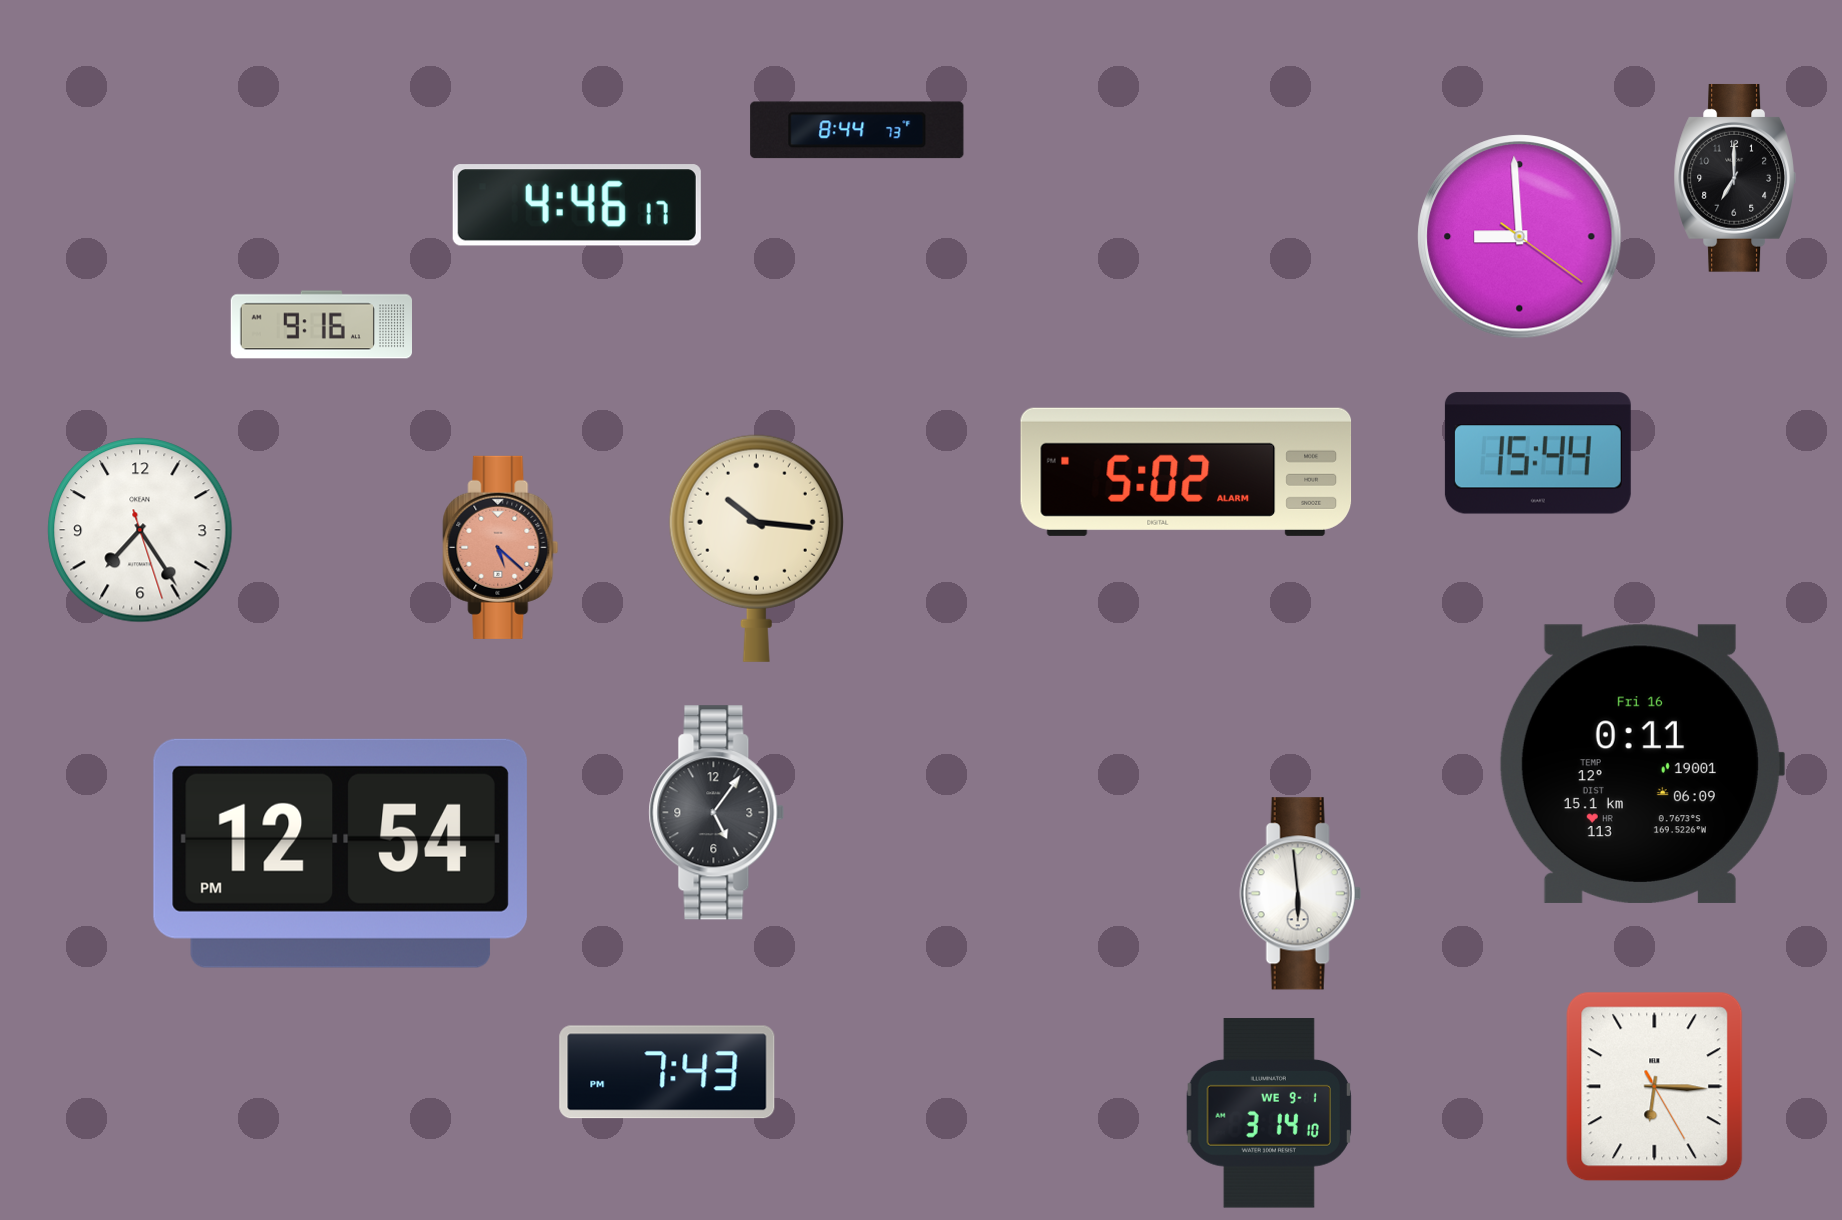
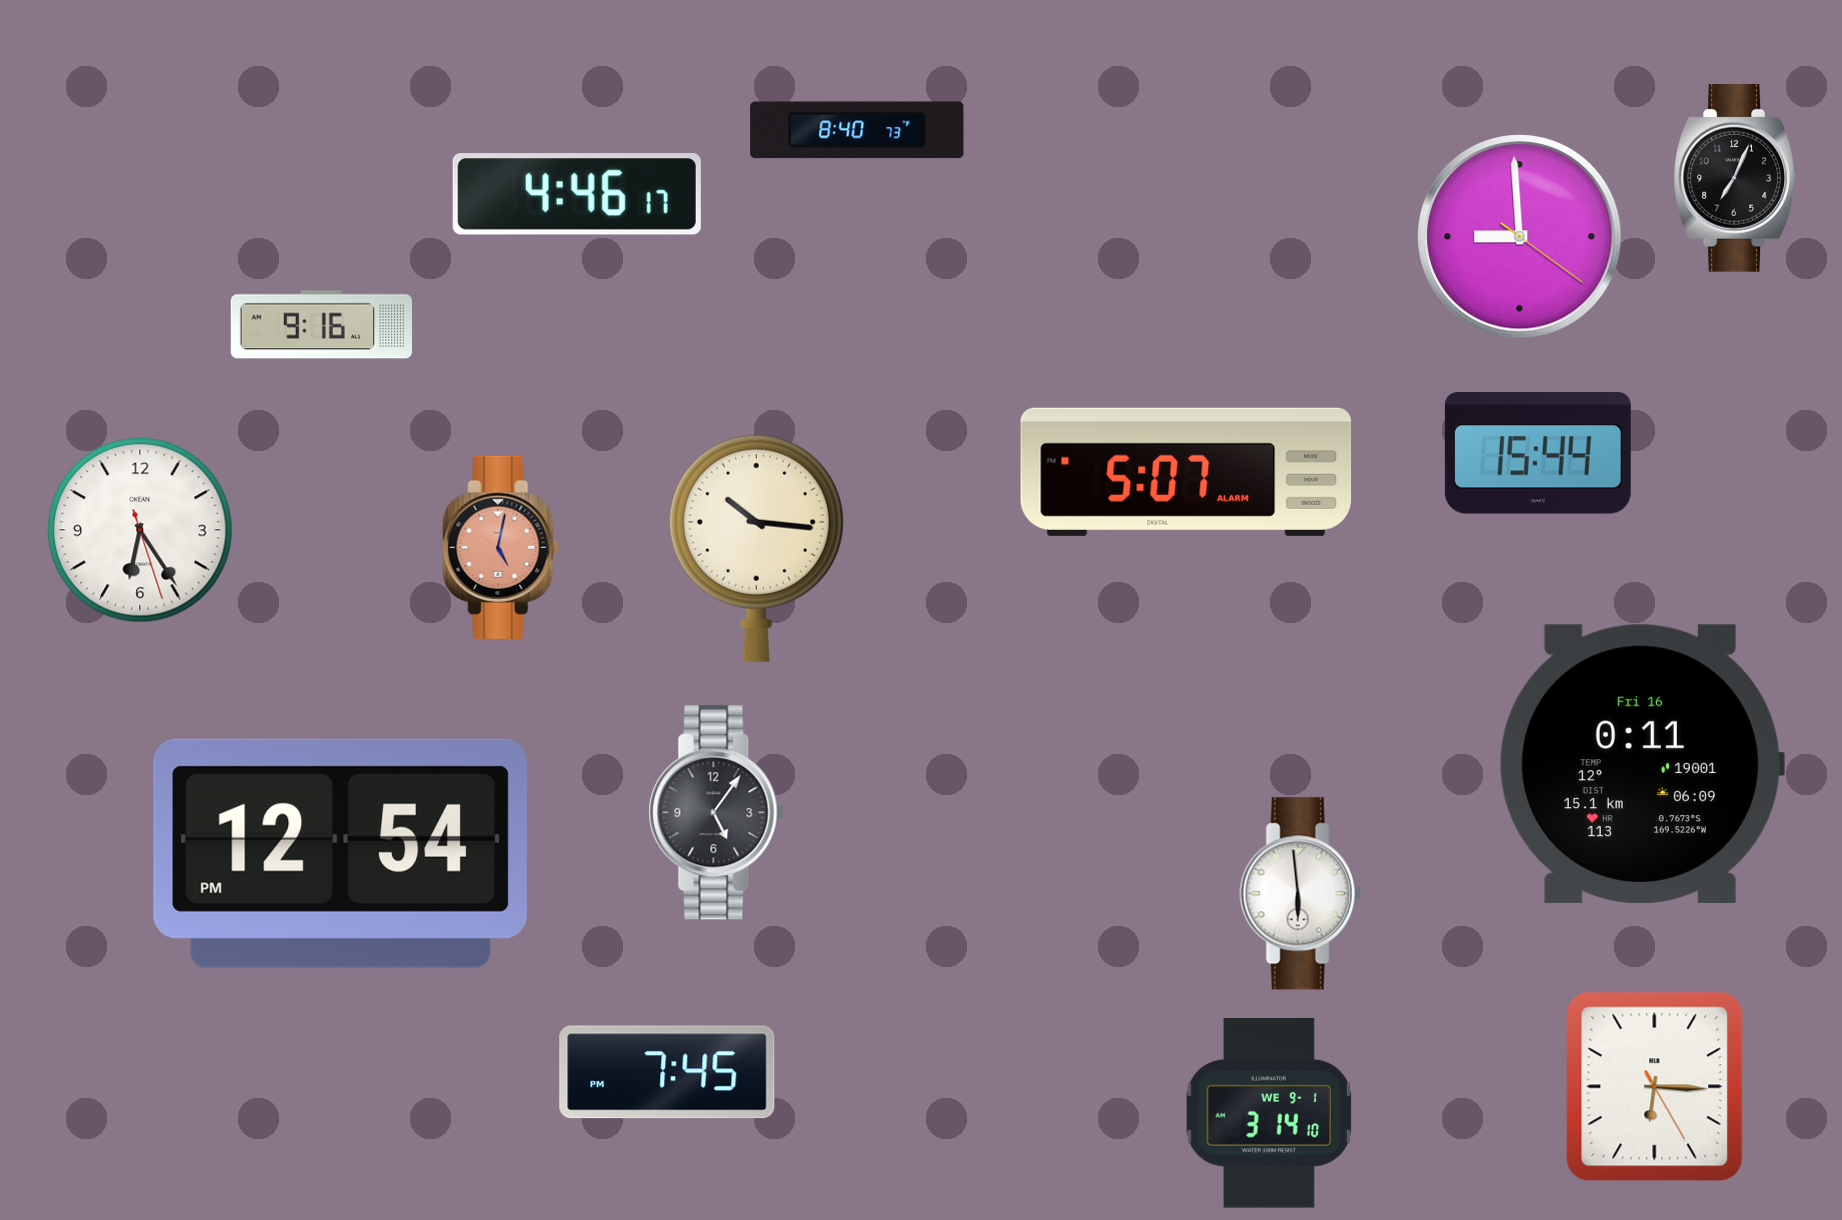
clock at (857, 130): 8:44 -> 8:40
clock at (1735, 178): 7:00 -> 7:04
clock at (577, 205) position: (577, 205) -> (577, 194)
clock at (1186, 472): 5:02 -> 5:07
clock at (140, 530): 7:24 -> 6:24
clock at (501, 547): 5:22 -> 5:02
clock at (667, 1072): 7:43 -> 7:45
